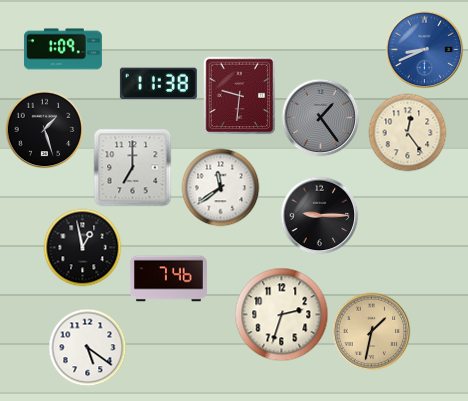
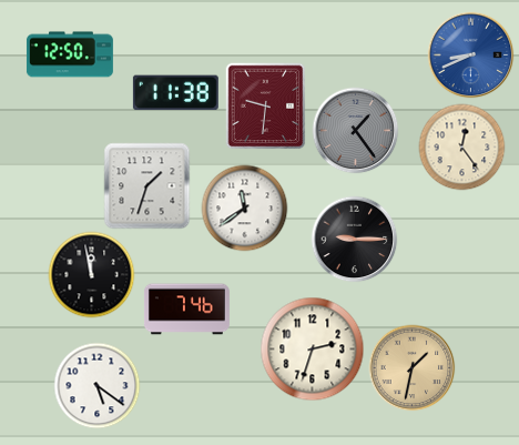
clock at (63, 49): 1:09 -> 12:50
clock at (44, 129): 1:27 -> none
clock at (407, 132) position: (407, 132) -> (461, 146)
clock at (132, 167): 7:00 -> 1:33
clock at (82, 247): 12:58 -> 11:58
